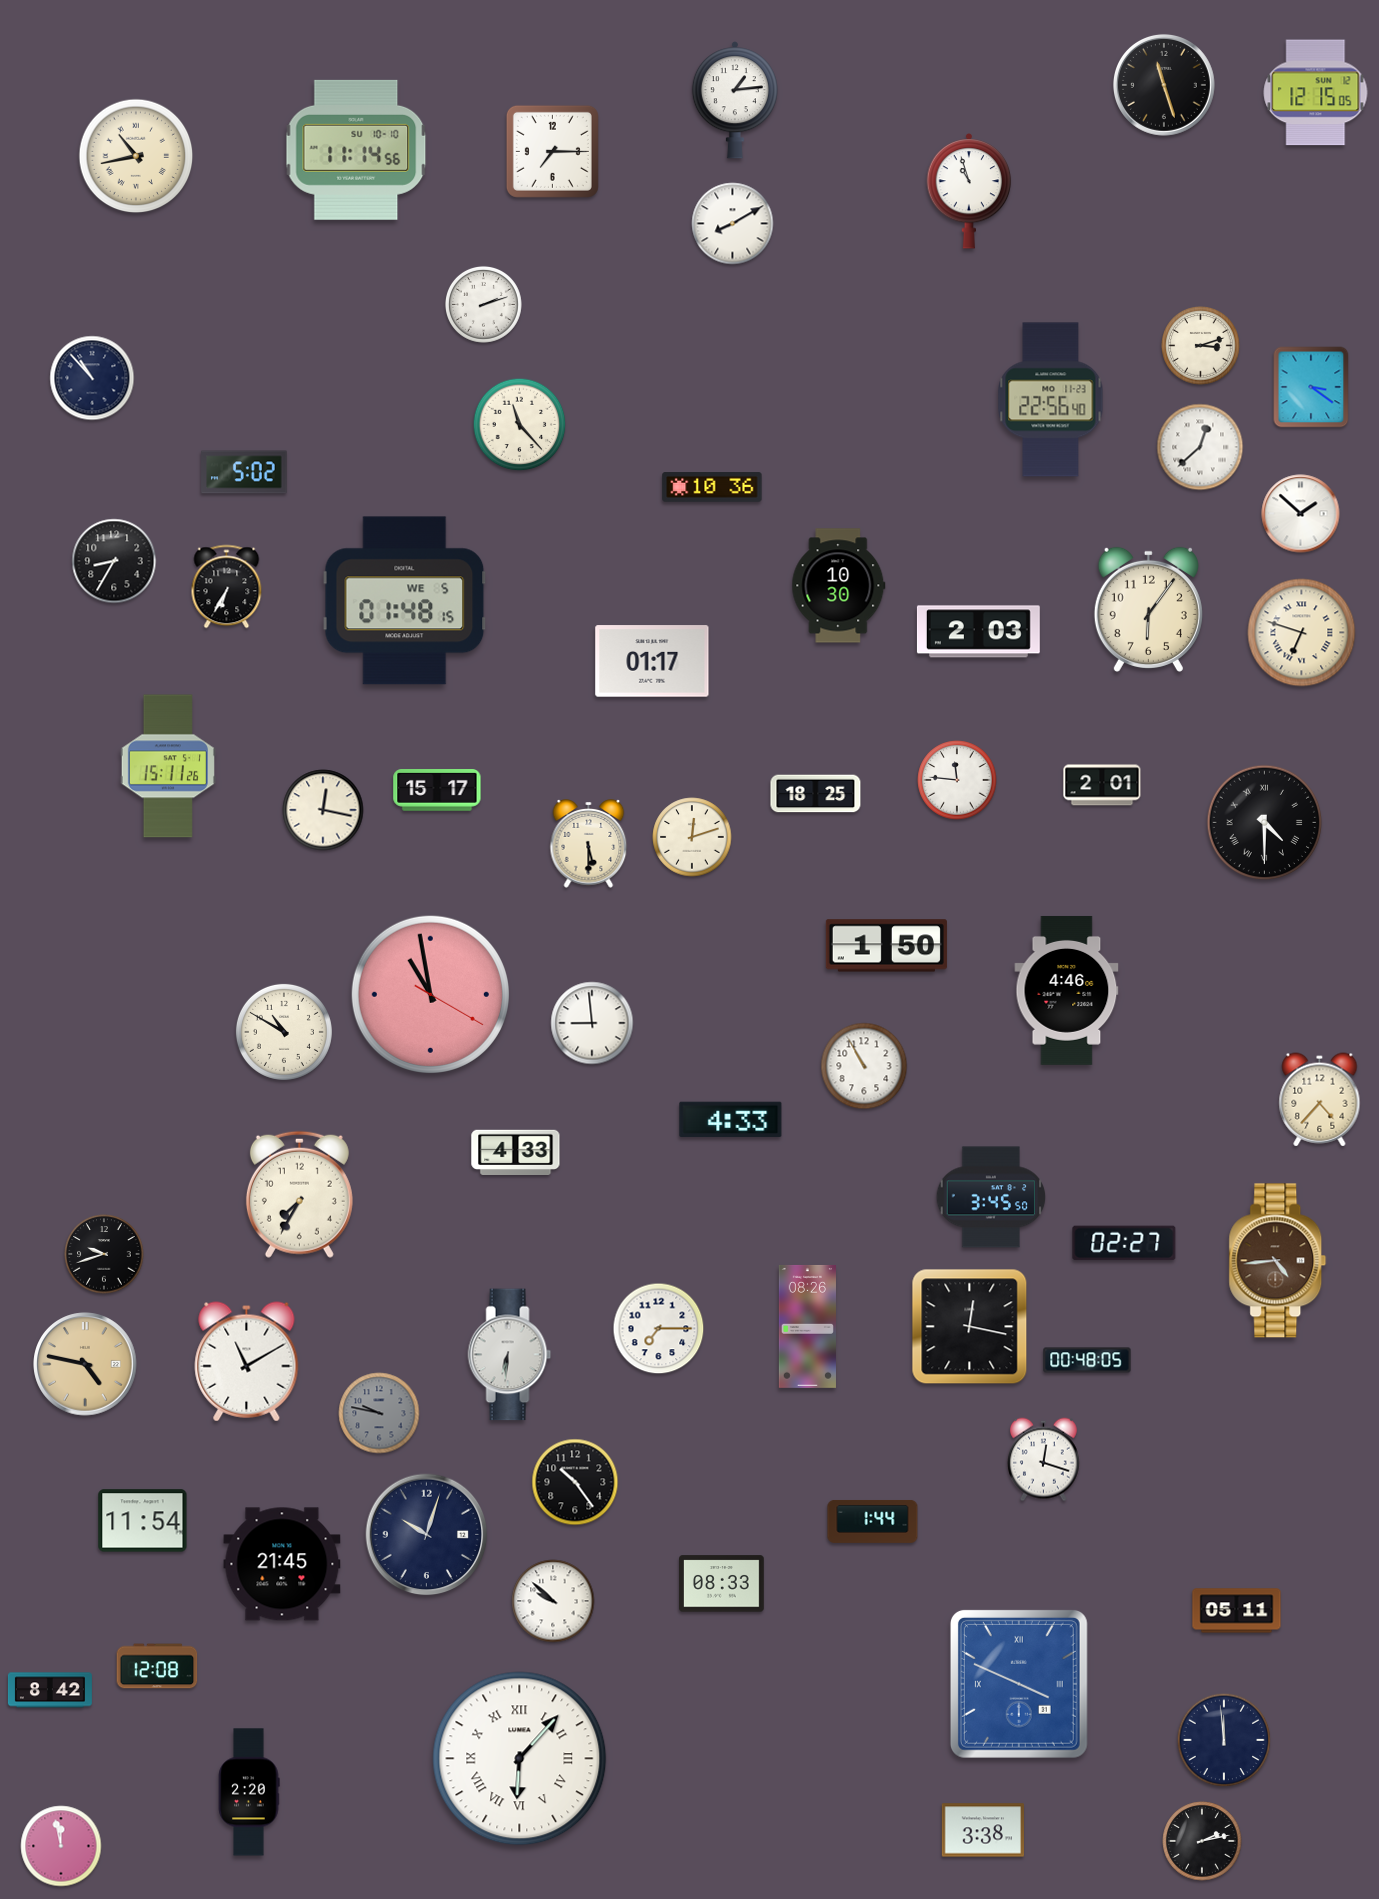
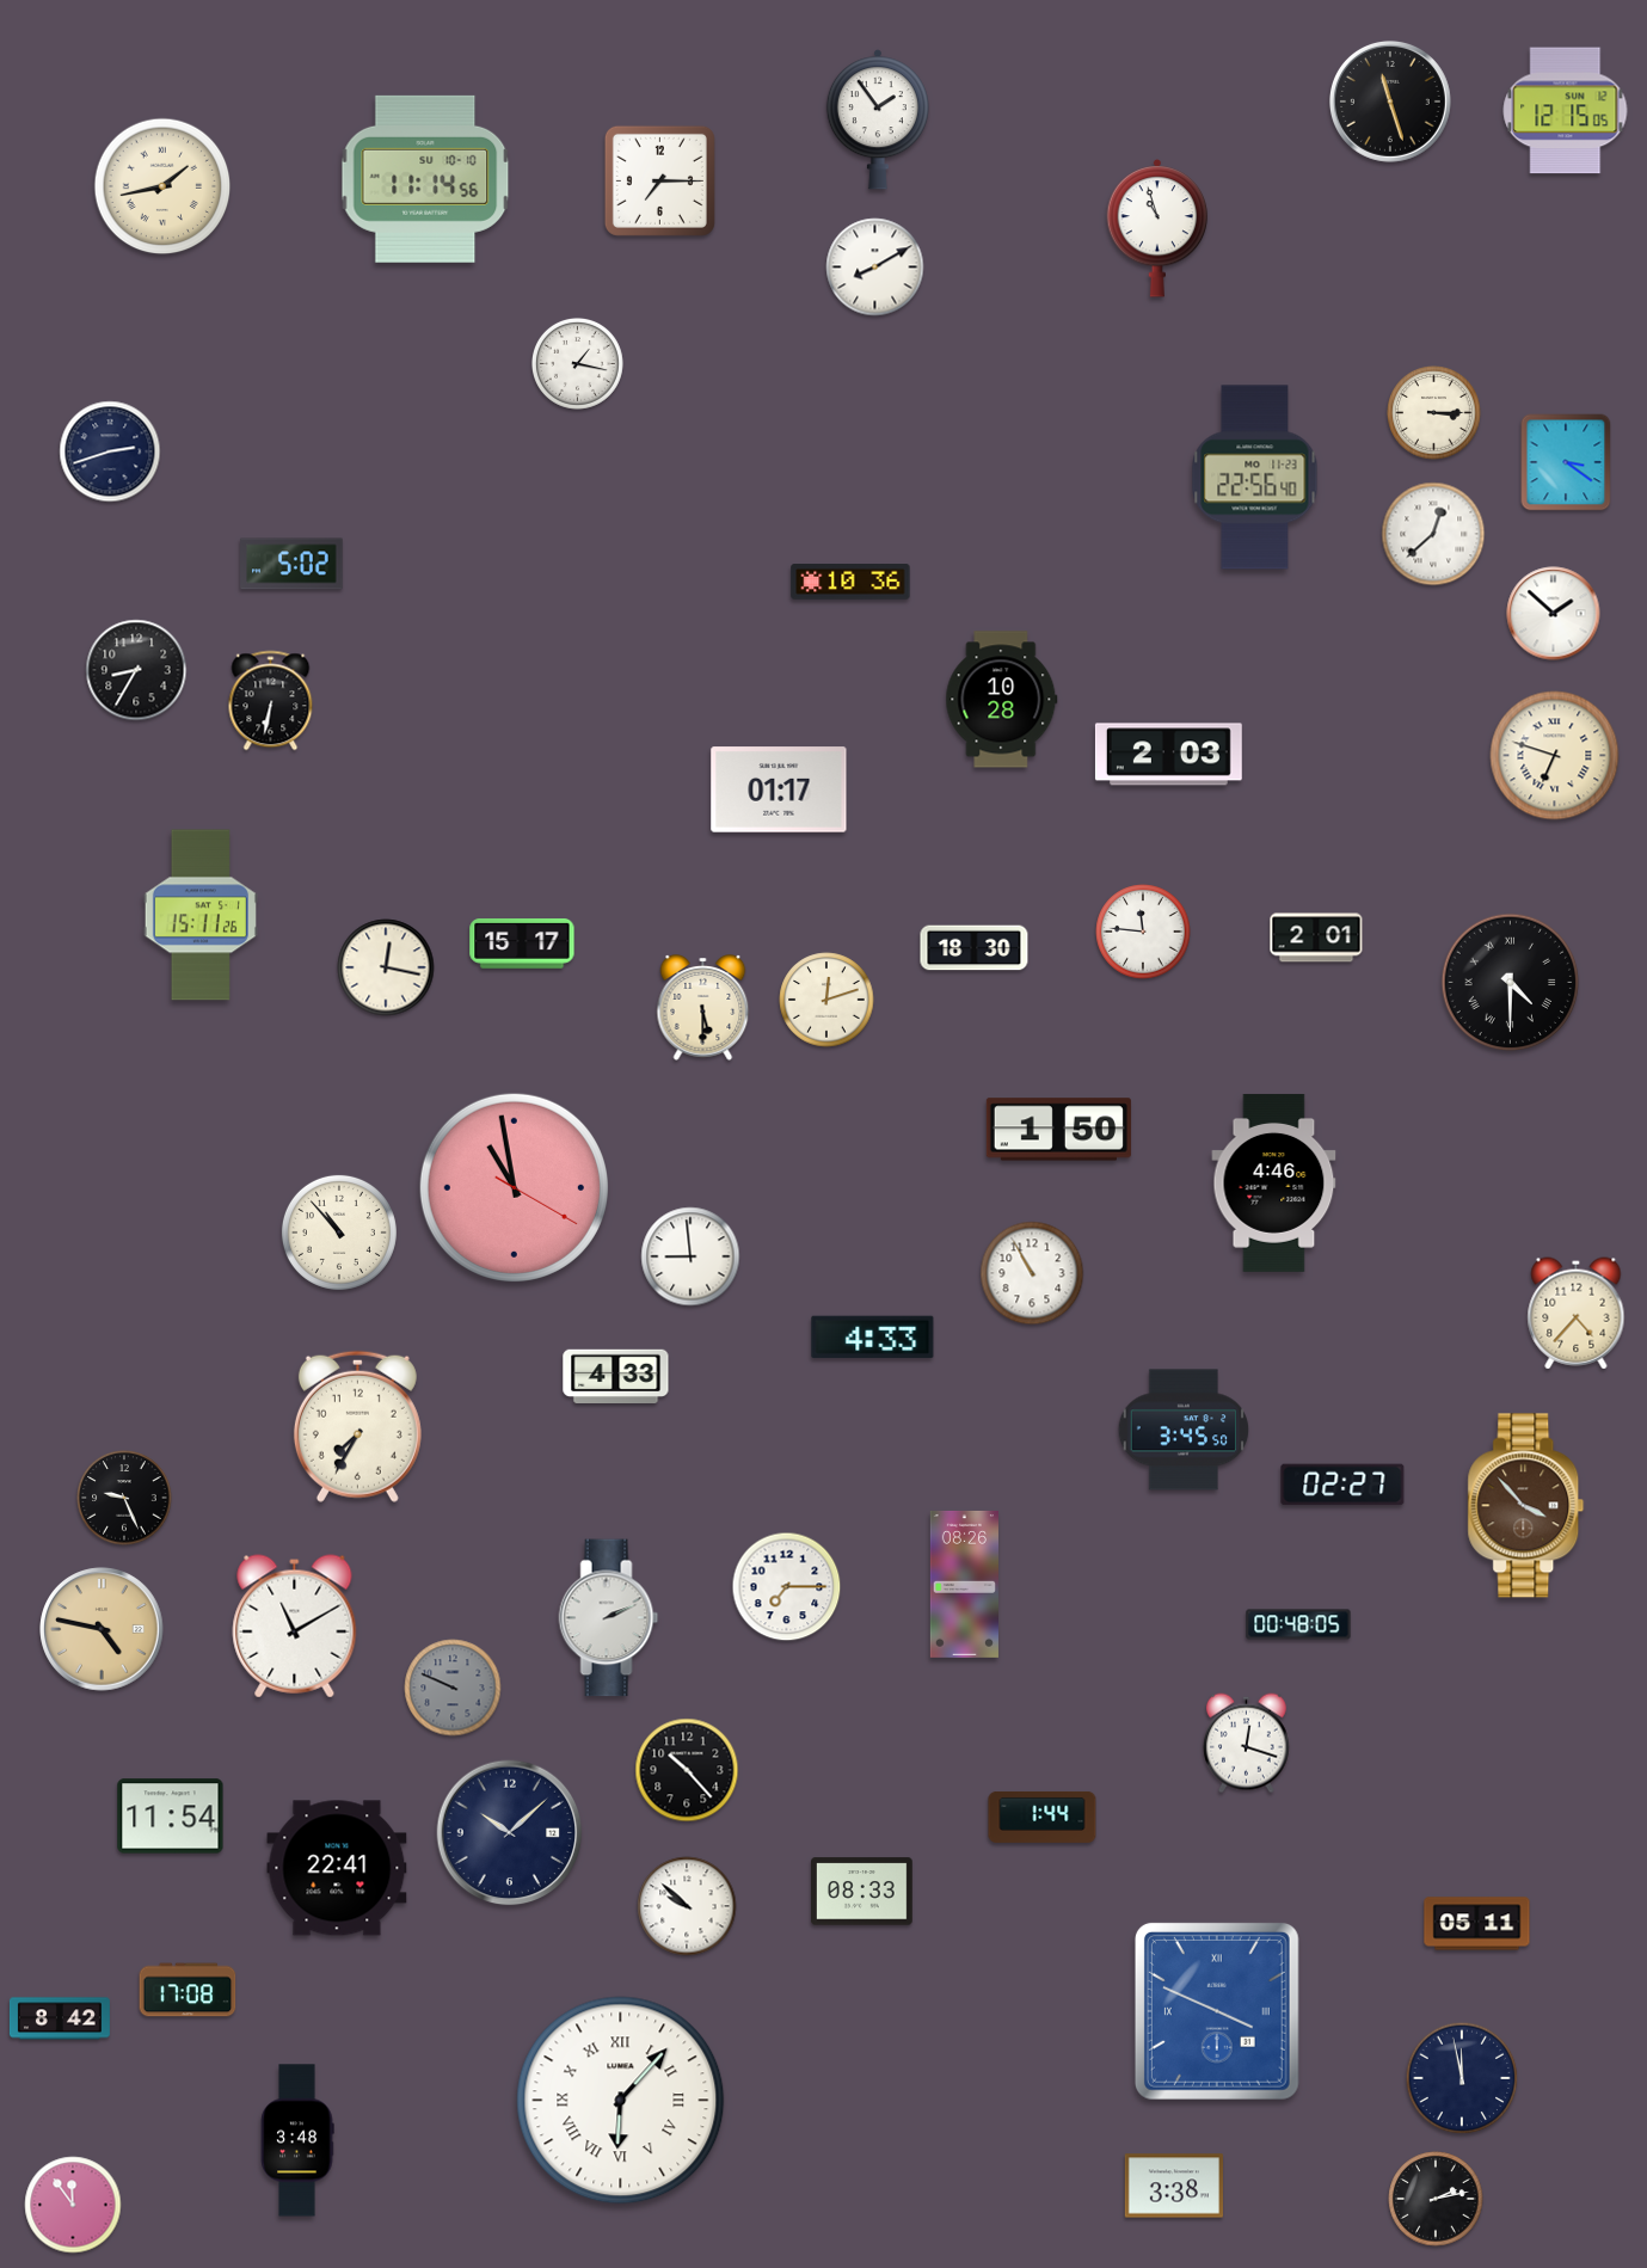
clock at (1316, 93) position: (1316, 93) -> (1566, 111)
clock at (735, 100): 1:14 -> 1:54
clock at (136, 156): 10:43 -> 1:43
clock at (483, 304): 2:12 -> 1:17
clock at (1201, 346): 3:12 -> 3:15
clock at (92, 378): 10:53 -> 2:42
clock at (520, 425): 11:23 -> none
clock at (839, 586): 10:30 -> 10:28
clock at (227, 587): 6:35 -> 6:32
clock at (405, 601): 01:48 -> none
clock at (1148, 609): 6:06 -> none
clock at (816, 794): 18:25 -> 18:30
clock at (592, 1023) position: (592, 1023) -> (690, 1256)
clock at (284, 1032): 10:50 -> 10:53
clock at (104, 1254): 9:42 -> 9:26
clock at (1278, 1261): 4:44 -> 3:53
clock at (970, 1327): 12:17 -> none
clock at (510, 1355): 6:31 -> 2:11
clock at (379, 1413): 9:47 -> 9:49
clock at (575, 1482): 10:24 -> 10:23
clock at (427, 1535): 10:03 -> 10:08
clock at (282, 1564): 21:45 -> 22:41
clock at (553, 1601) position: (553, 1601) -> (687, 1906)
clock at (157, 1666): 12:08 -> 17:08
clock at (1224, 1740): 11:59 -> 11:58
clock at (249, 1792): 2:20 -> 3:48
clock at (61, 1846): 11:58 -> 11:54
